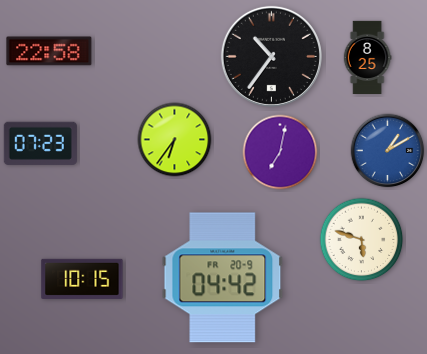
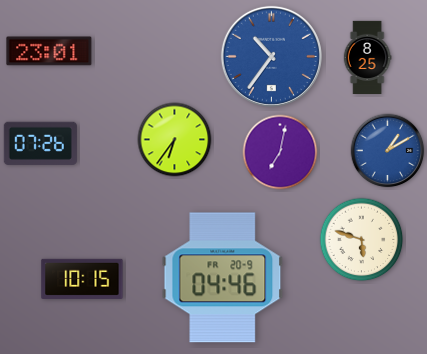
clock at (49, 51): 22:58 -> 23:01
clock at (271, 56) dial: black -> blue
clock at (40, 143): 07:23 -> 07:26
clock at (223, 278): 04:42 -> 04:46
